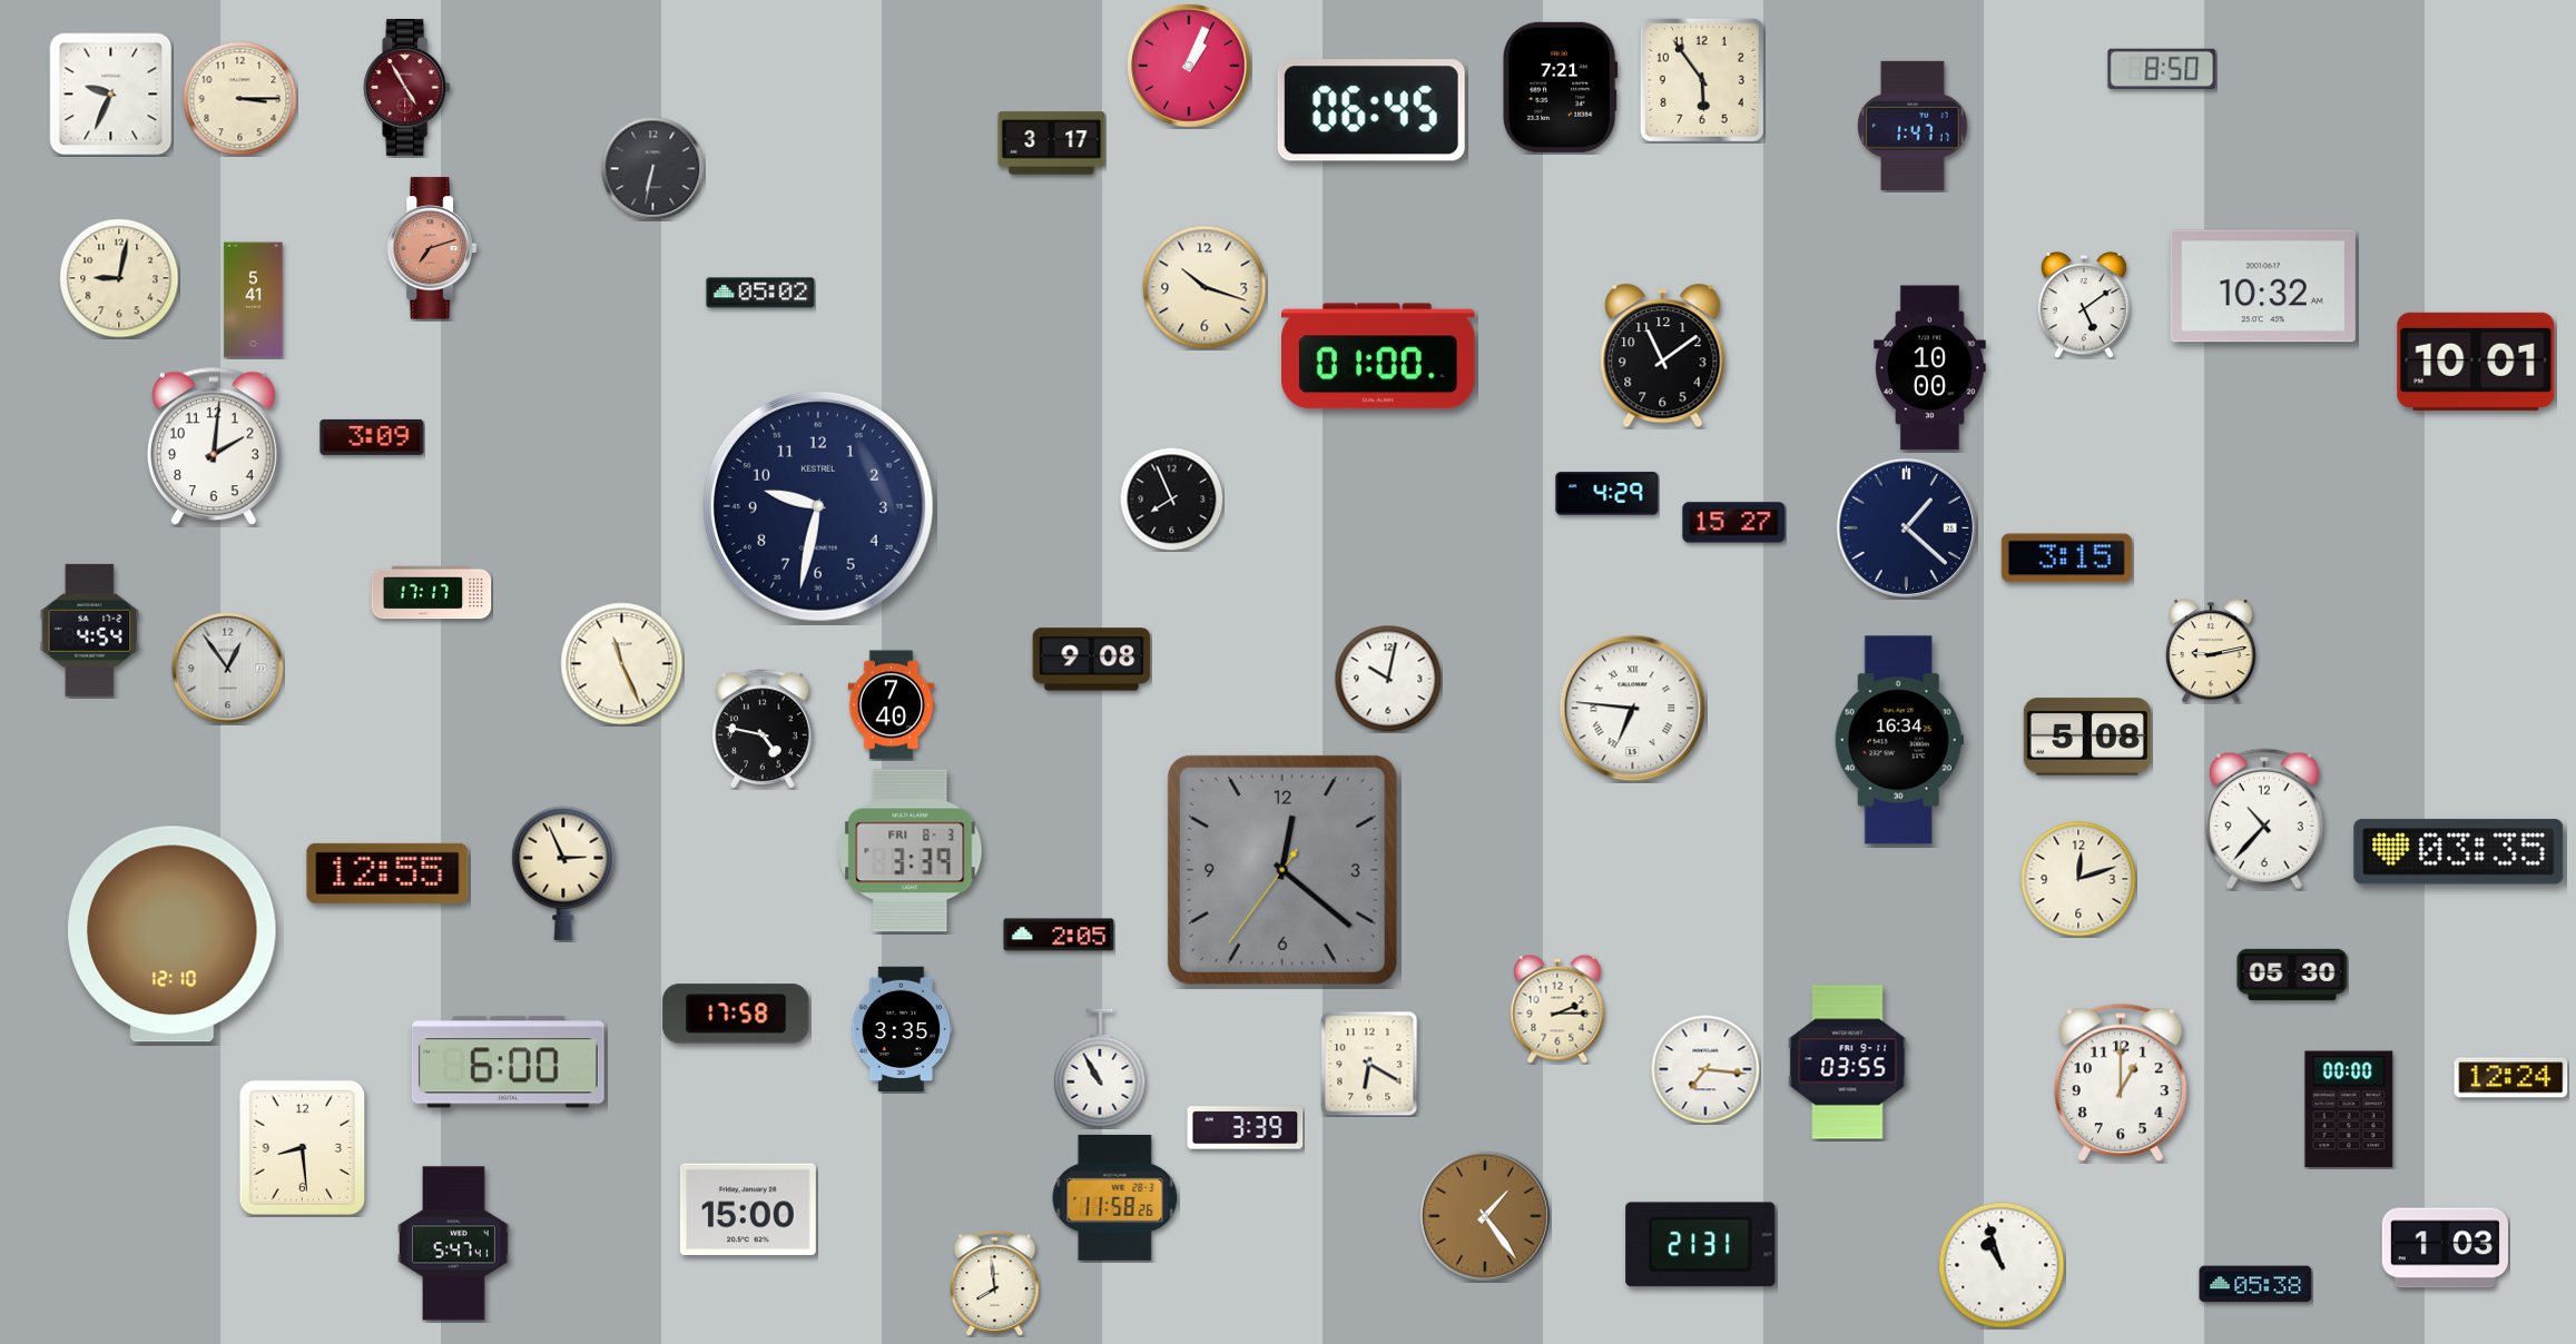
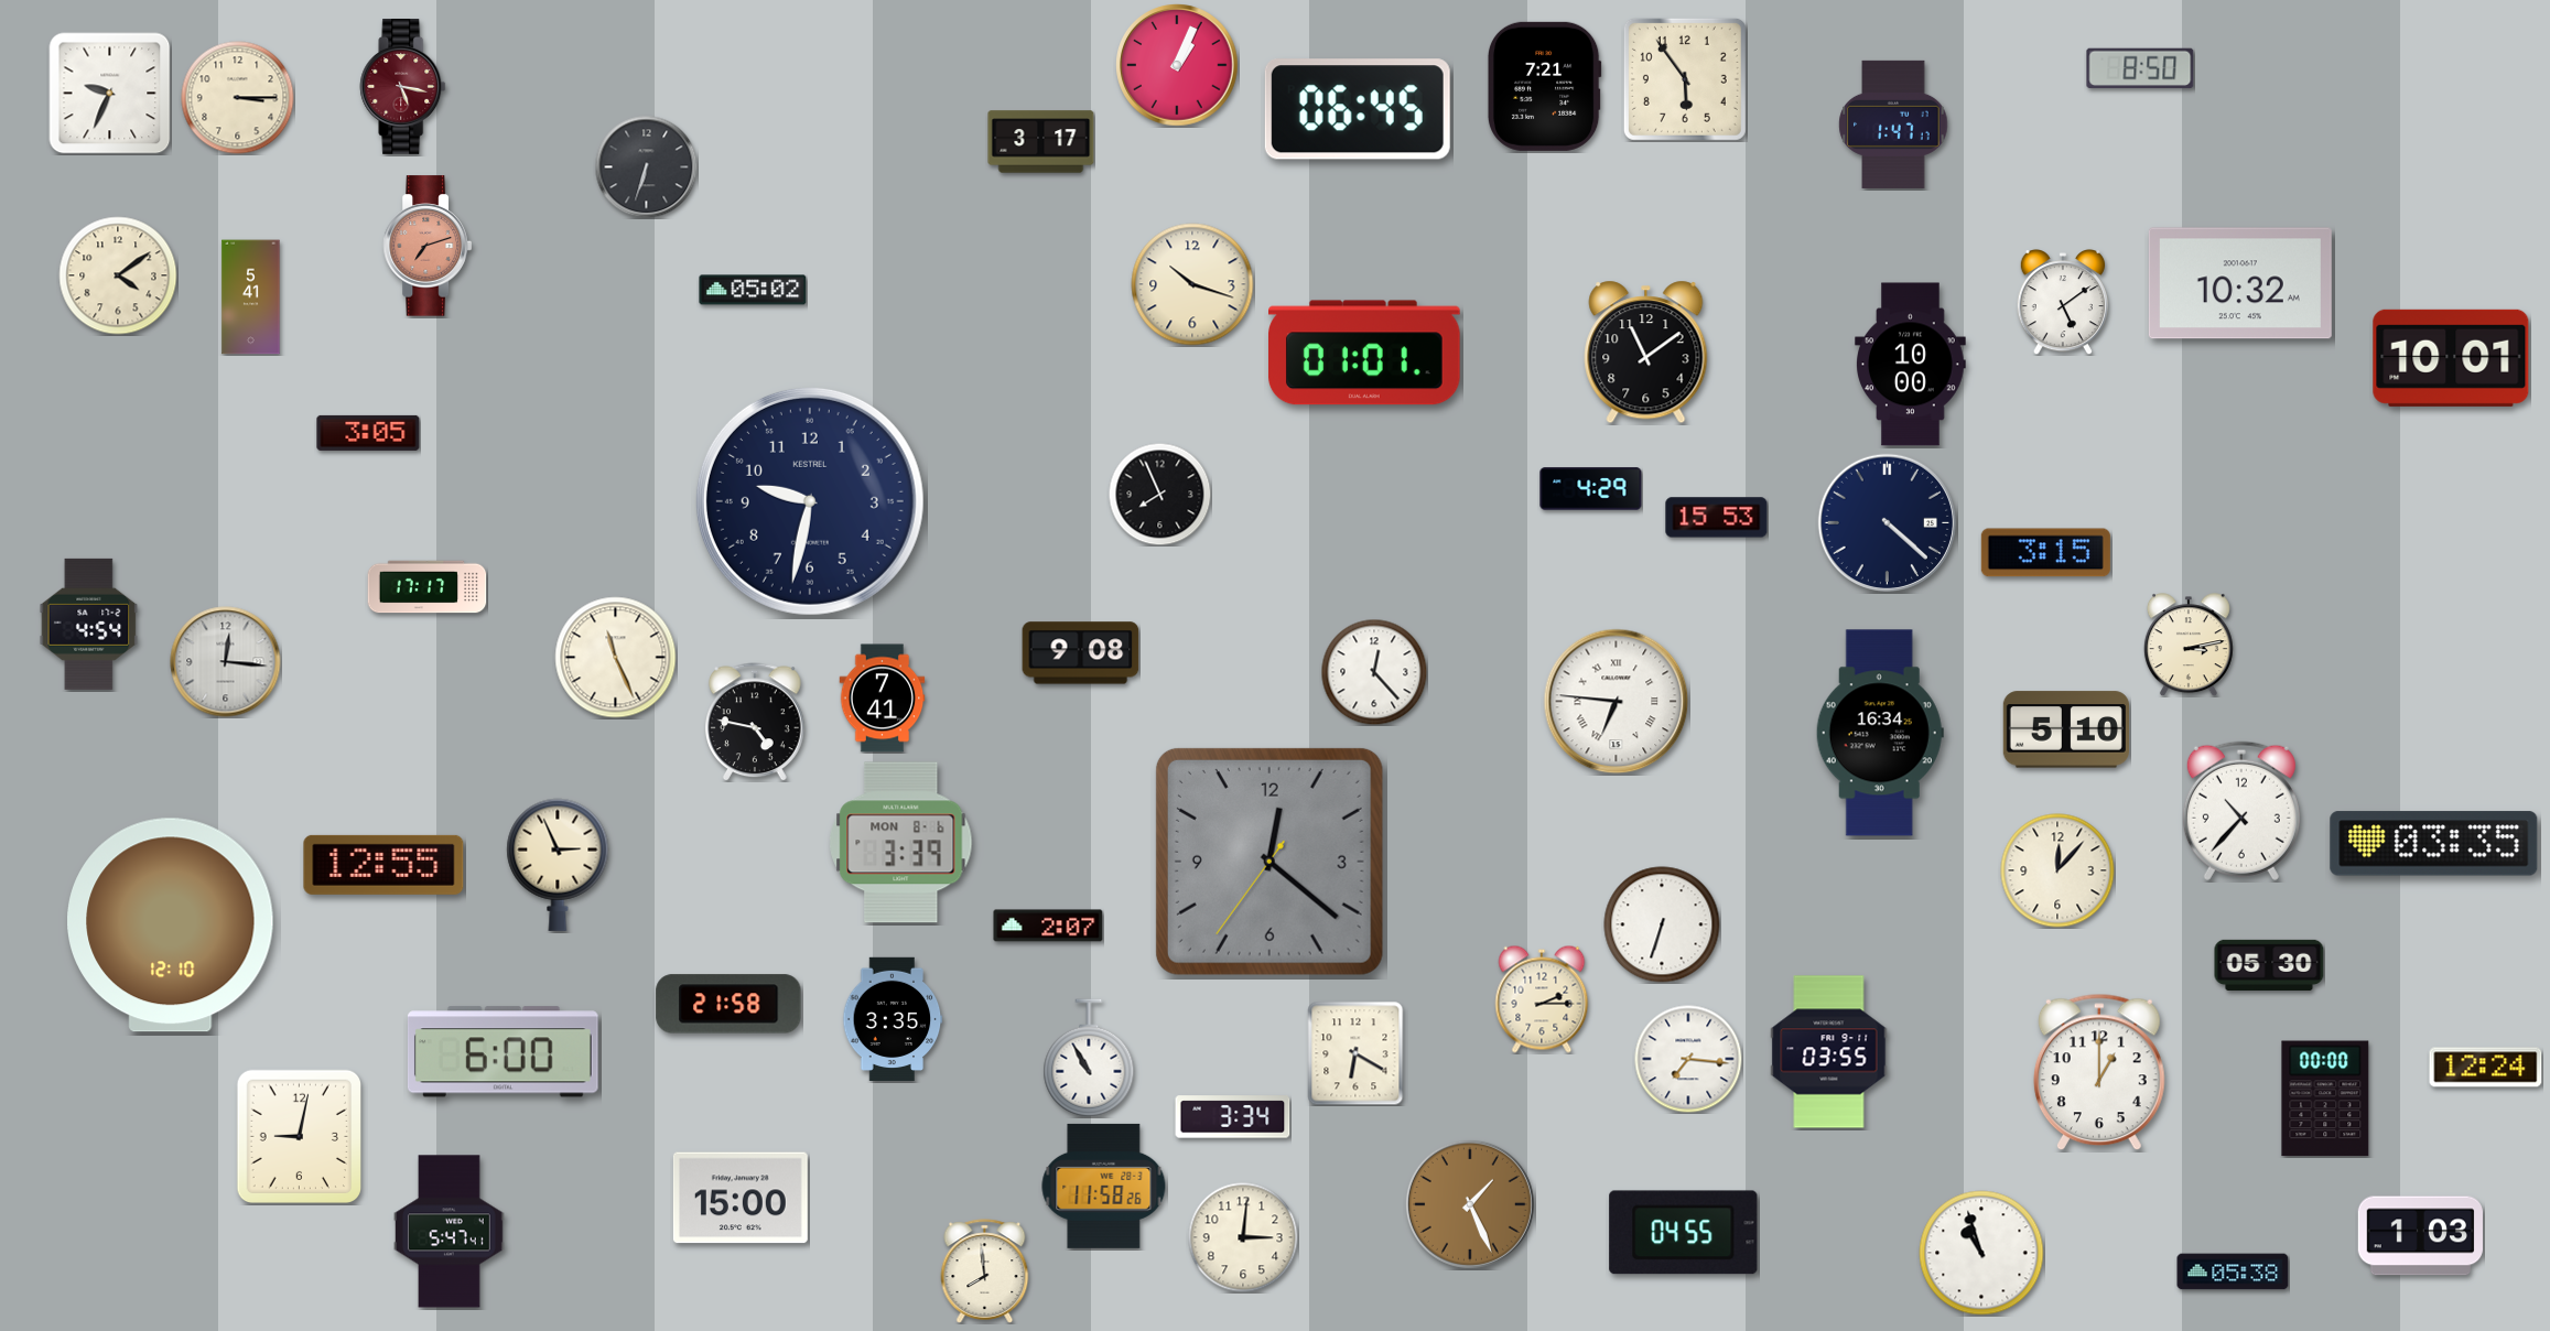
clock at (407, 88): 4:55 -> 5:17
clock at (652, 168): 6:32 -> 6:33
clock at (119, 278): 9:02 -> 4:09
clock at (1379, 356): 01:00 -> 01:01
clock at (372, 437): 3:09 -> 3:05
clock at (214, 446): 2:01 -> none
clock at (1734, 523): 15:27 -> 15:53
clock at (1906, 527): 1:22 -> 4:22
clock at (2211, 651): 9:13 -> 3:13
clock at (228, 669): 12:54 -> 12:16
clock at (1388, 679): 10:02 -> 12:23
clock at (892, 705): 7:40 -> 7:41
clock at (2087, 737): 5:08 -> 5:10
clock at (911, 851) date: FRI 8-3 -> MON 8-6
clock at (2078, 879): 12:12 -> 12:07
clock at (1662, 924): none -> 6:33
clock at (1059, 935): 2:05 -> 2:07
clock at (736, 1014): 17:58 -> 21:58
clock at (1246, 1128): 3:39 -> 3:34
clock at (302, 1147): 8:29 -> 9:02
clock at (1485, 1216): 1:24 -> 1:26
clock at (1701, 1245): 21:31 -> 04:55
clock at (1243, 1237): none -> 3:01
